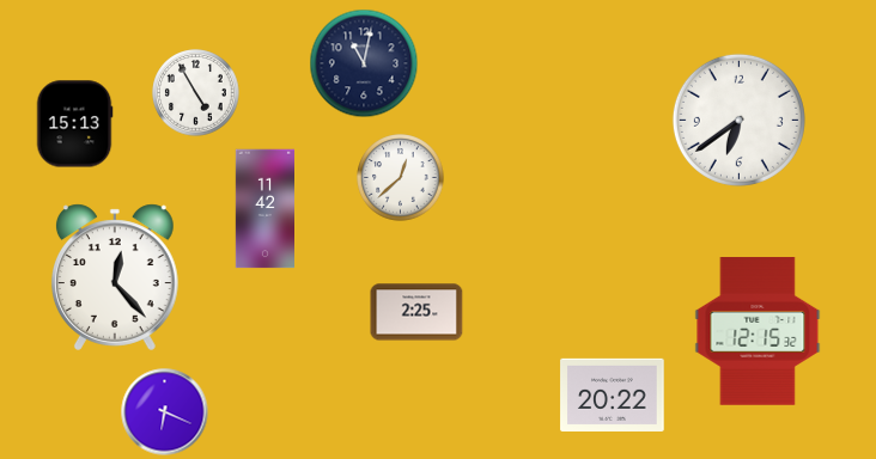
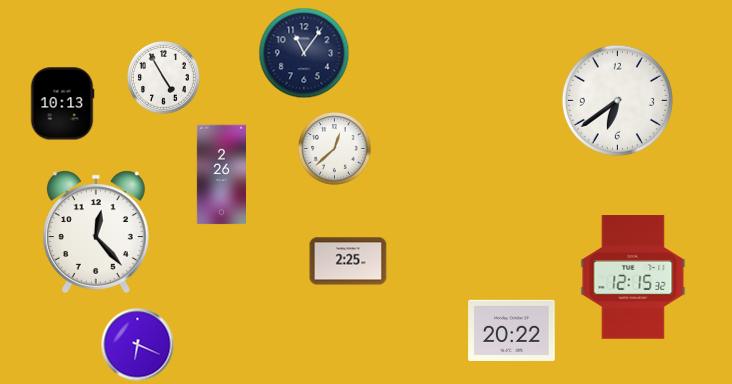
clock at (364, 63): 11:02 -> 11:06
clock at (74, 124): 15:13 -> 10:13
clock at (264, 209): 11:42 -> 2:26
